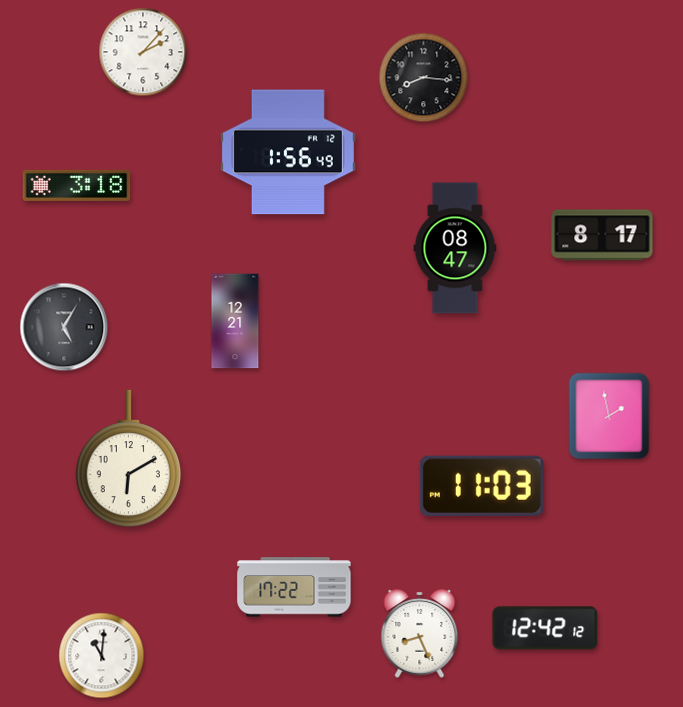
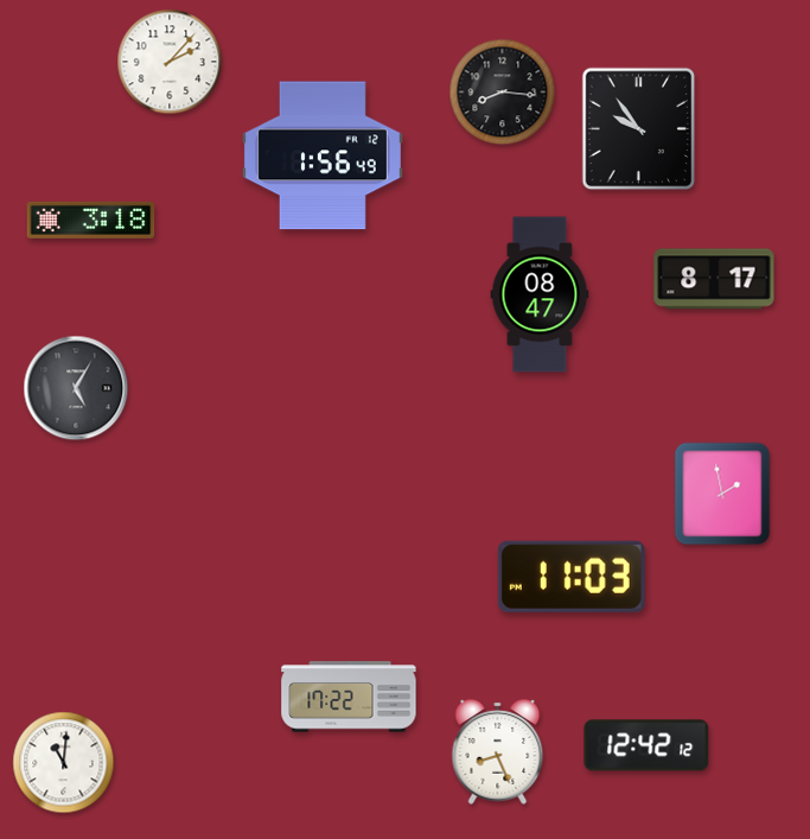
clock at (639, 129): none -> 9:54
clock at (288, 152) position: (288, 152) -> (323, 155)
clock at (235, 321): 12:21 -> none
clock at (128, 459): 6:10 -> none
clock at (102, 656) position: (102, 656) -> (64, 763)
